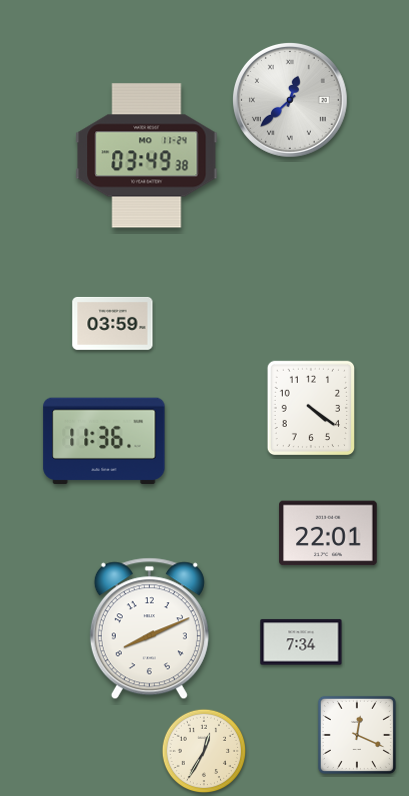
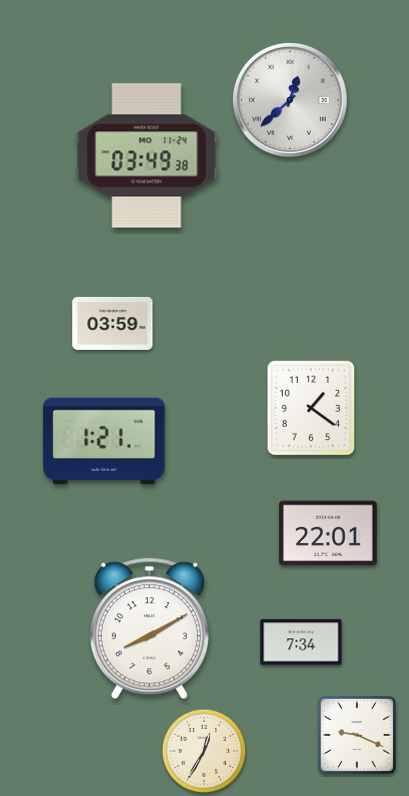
clock at (310, 407): 4:21 -> 1:21
clock at (104, 441): 11:36 -> 1:21
clock at (149, 629): 8:11 -> 8:10
clock at (357, 735): 12:19 -> 9:19
